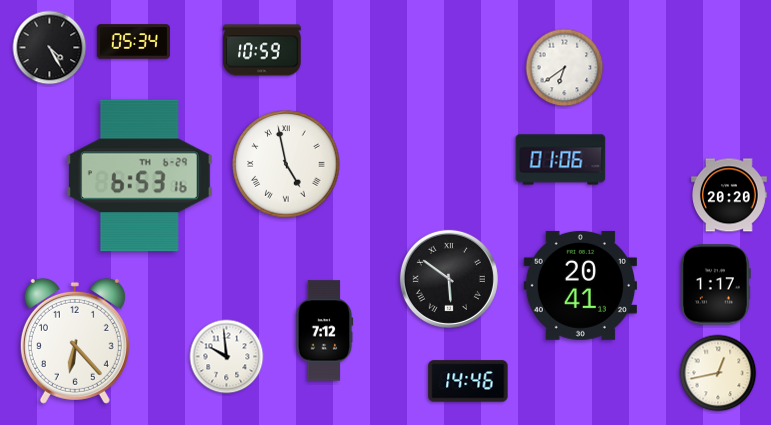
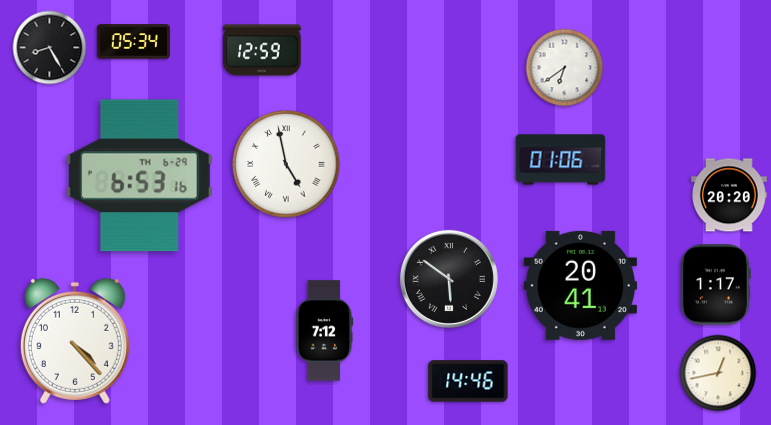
clock at (50, 48): 4:25 -> 8:25
clock at (262, 50): 10:59 -> 12:59
clock at (75, 341): 6:23 -> 4:23
clock at (227, 357): 9:59 -> none
